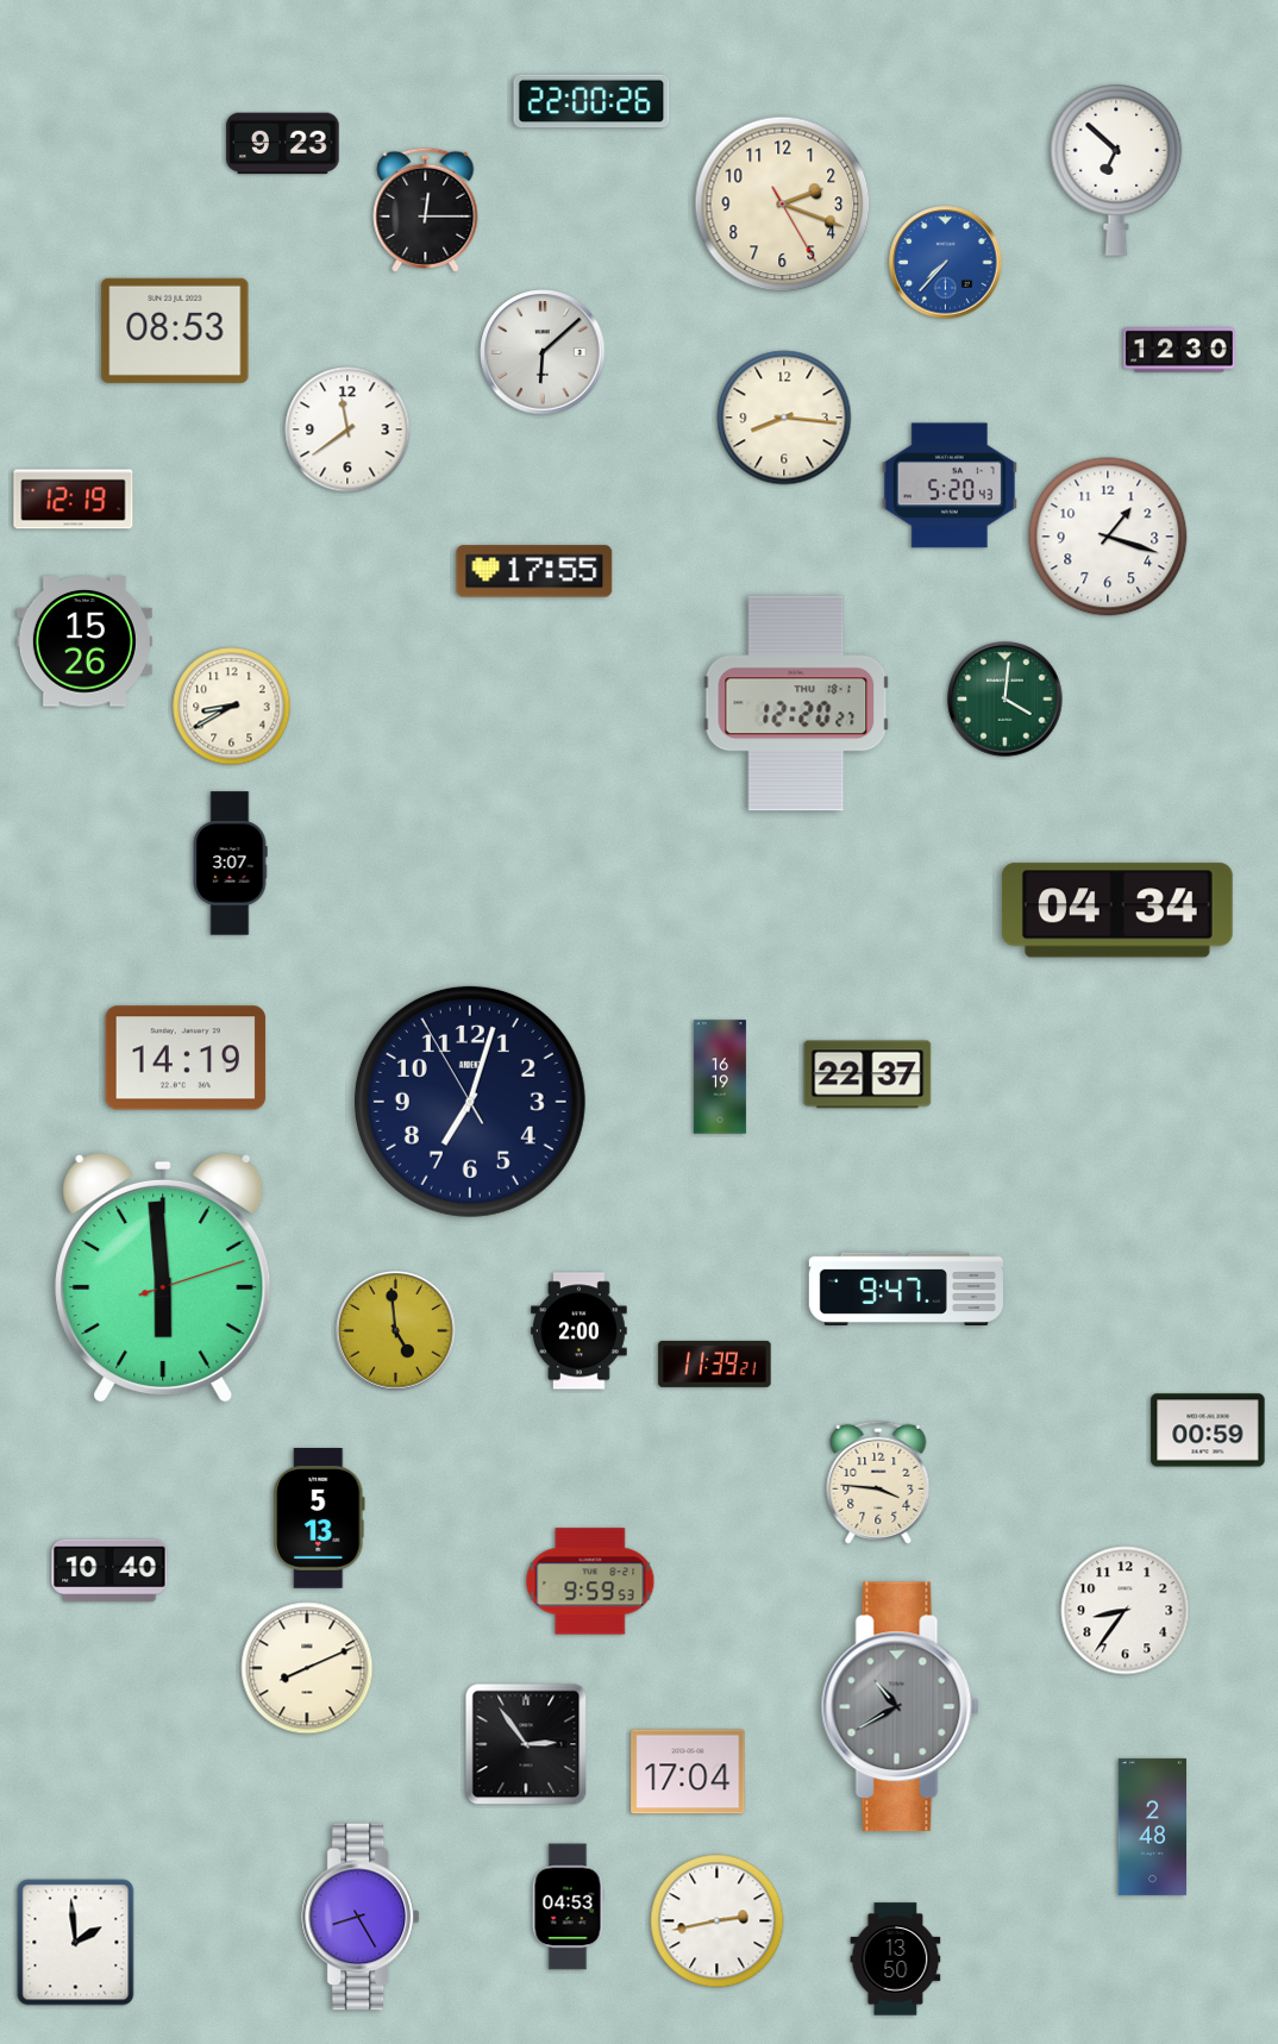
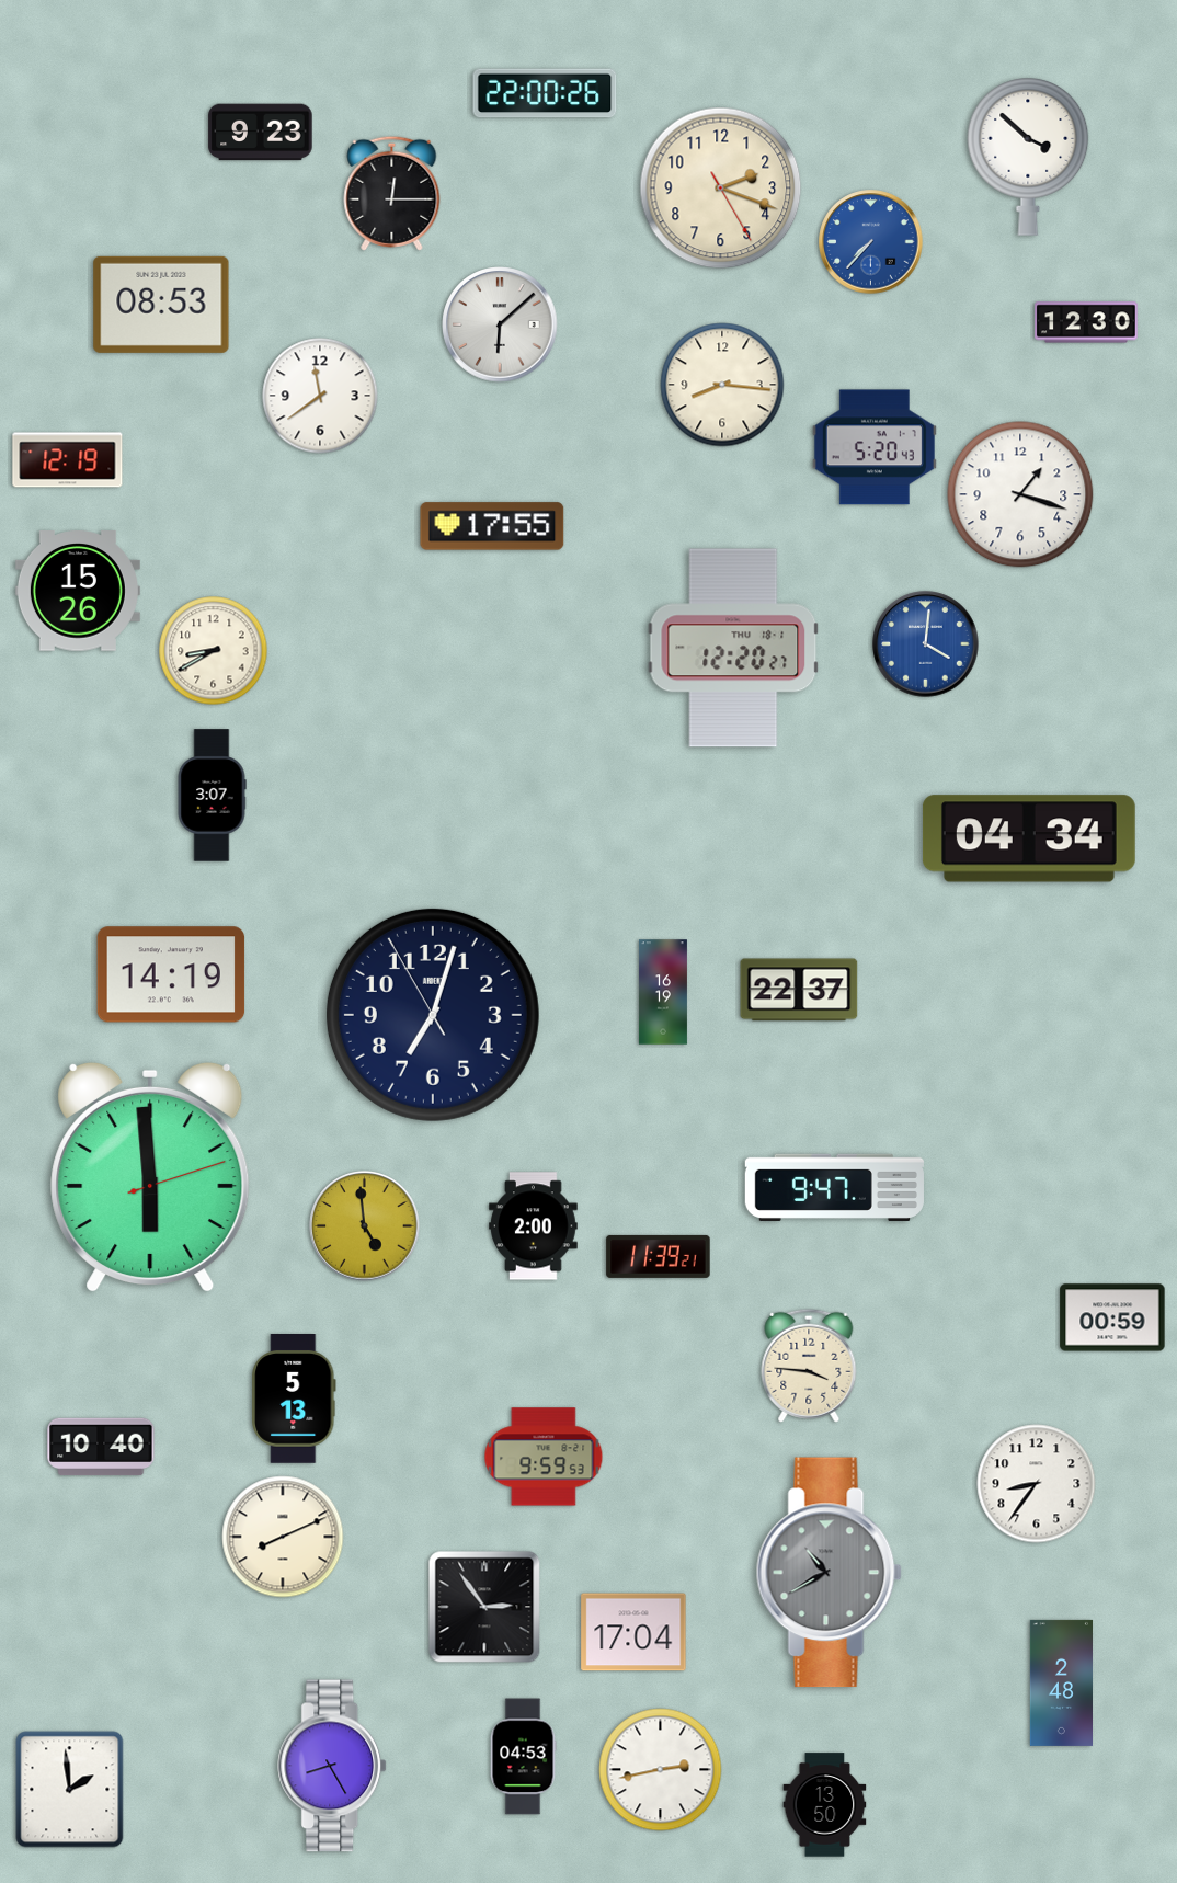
clock at (1116, 170): 6:52 -> 3:52
clock at (1006, 700) dial: green -> blue
